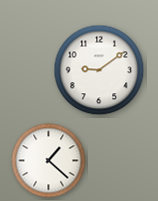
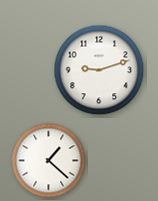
clock at (99, 70): 9:09 -> 9:12
